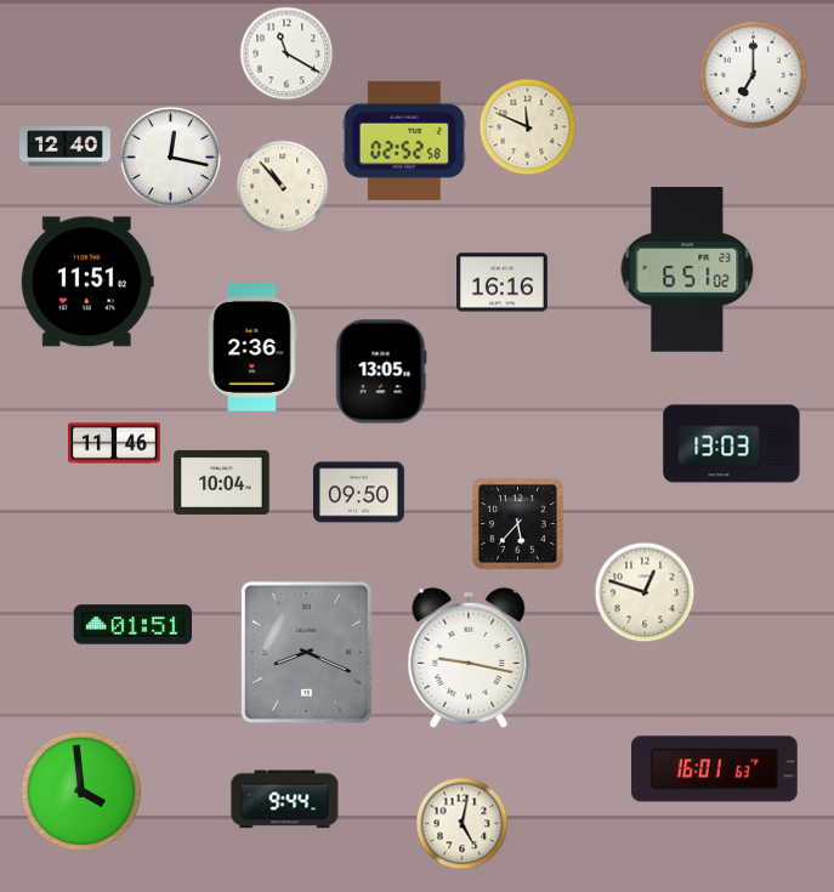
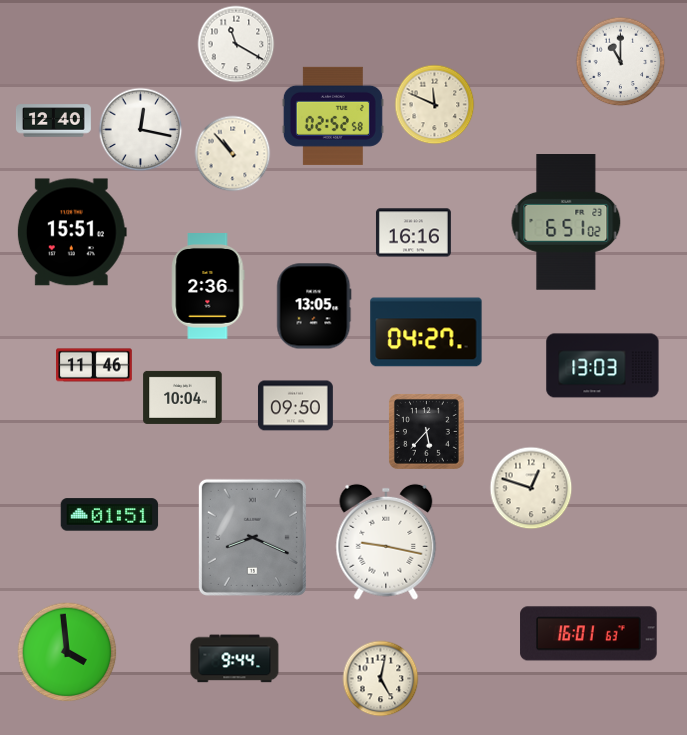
clock at (754, 75): 7:00 -> 11:00
clock at (87, 282): 11:51 -> 15:51
clock at (426, 332): none -> 04:27
